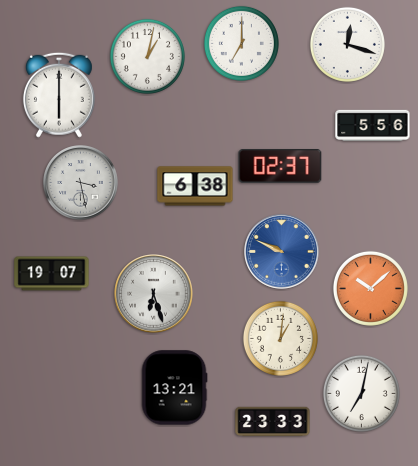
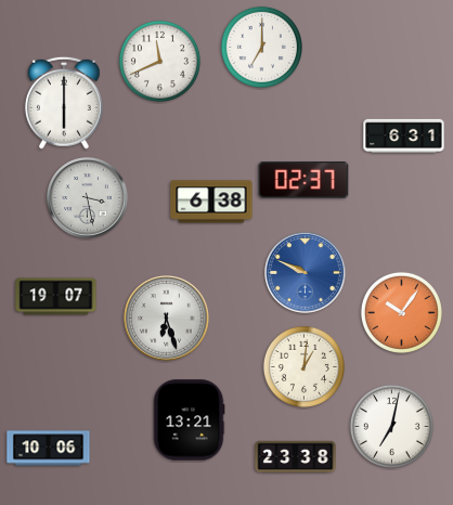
clock at (347, 44): 12:18 -> none
clock at (147, 56): 1:02 -> 11:41
clock at (373, 126): 5:56 -> 6:31
clock at (370, 288): 10:08 -> 10:06
clock at (49, 449): none -> 10:06
clock at (273, 422): 23:33 -> 23:38
